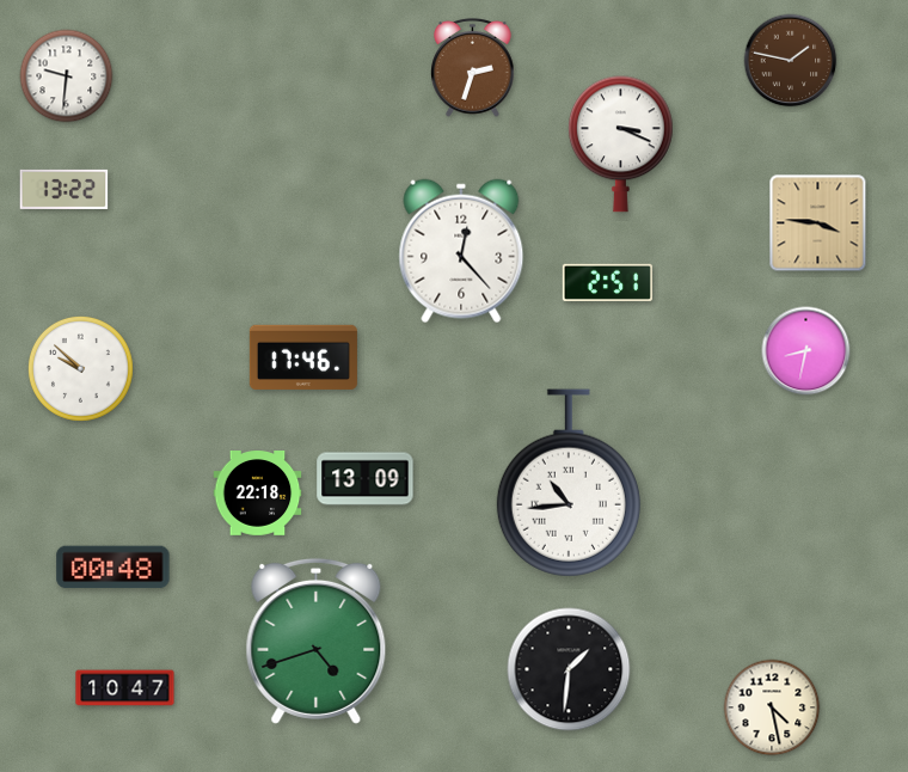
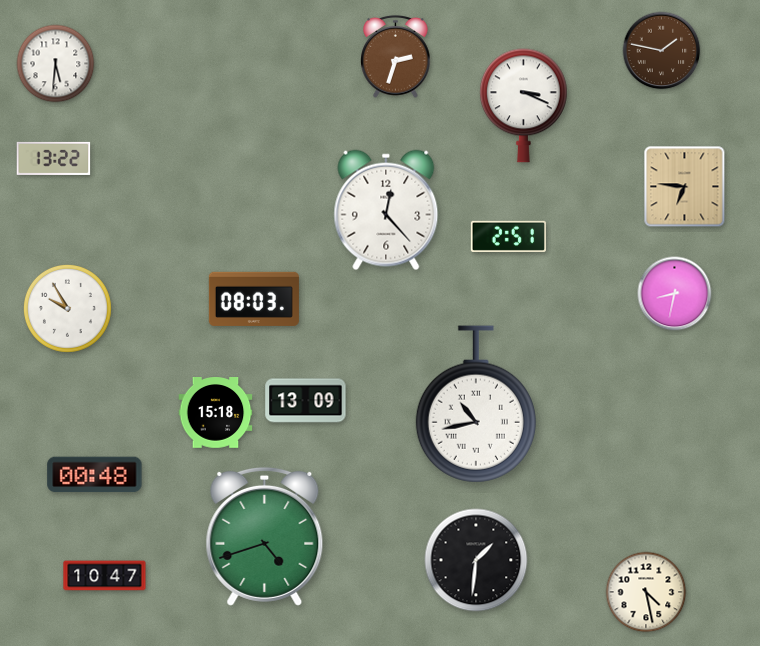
clock at (67, 76): 9:31 -> 5:31
clock at (620, 145) position: (620, 145) -> (523, 106)
clock at (818, 223): 3:46 -> 6:46
clock at (303, 357): 17:46 -> 08:03
clock at (80, 368): 9:52 -> 9:55
clock at (569, 483): 10:44 -> 10:43
clock at (258, 494): 22:18 -> 15:18
